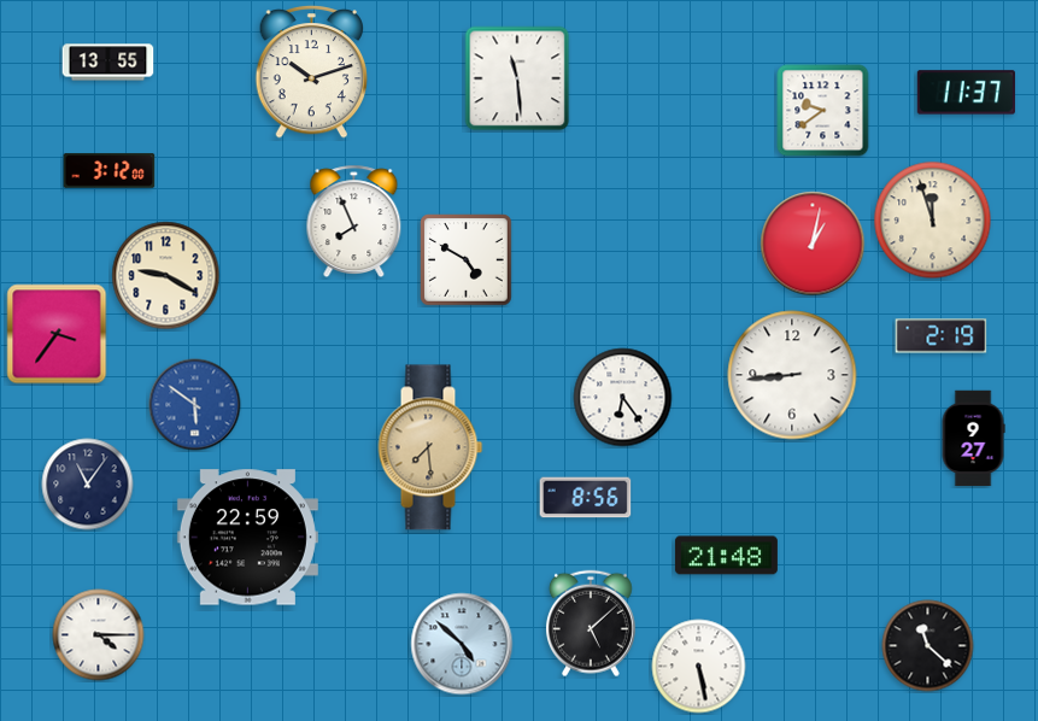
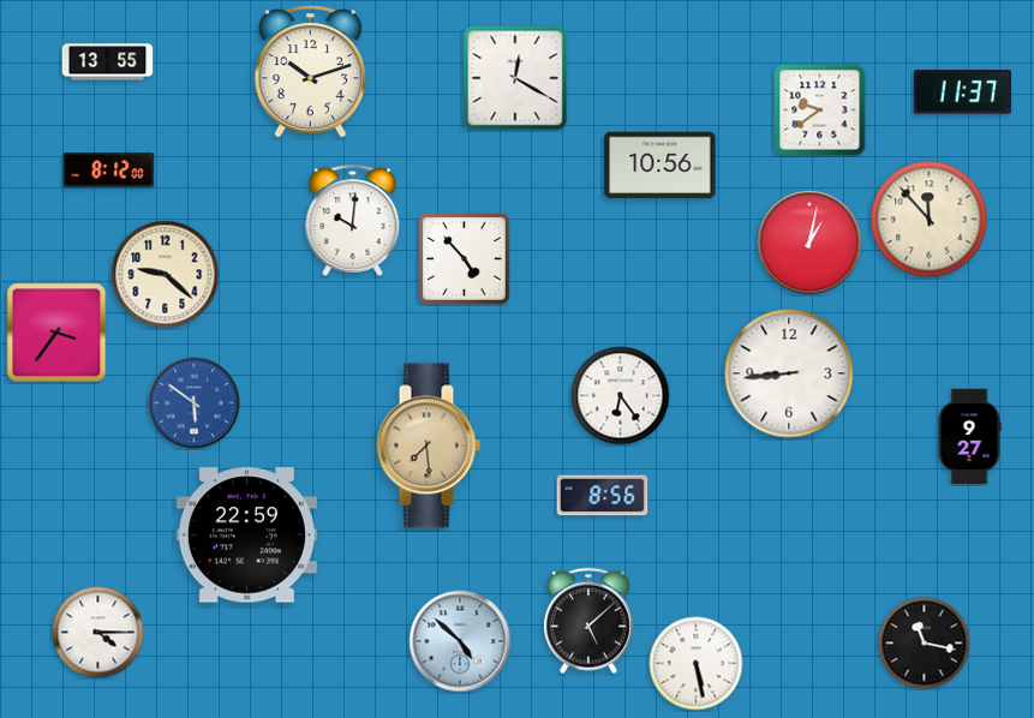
clock at (517, 78): 11:29 -> 12:20
clock at (661, 166): none -> 10:56
clock at (110, 171): 3:12 -> 8:12
clock at (354, 221): 7:56 -> 10:01
clock at (933, 221): 11:57 -> 11:53
clock at (467, 260): 4:50 -> 4:53
clock at (166, 276): 9:20 -> 9:22
clock at (942, 336): 2:19 -> none
clock at (88, 485): 11:06 -> none
clock at (586, 498) position: (586, 498) -> (603, 496)
clock at (726, 556): 21:48 -> none
clock at (928, 646): 11:22 -> 11:17
